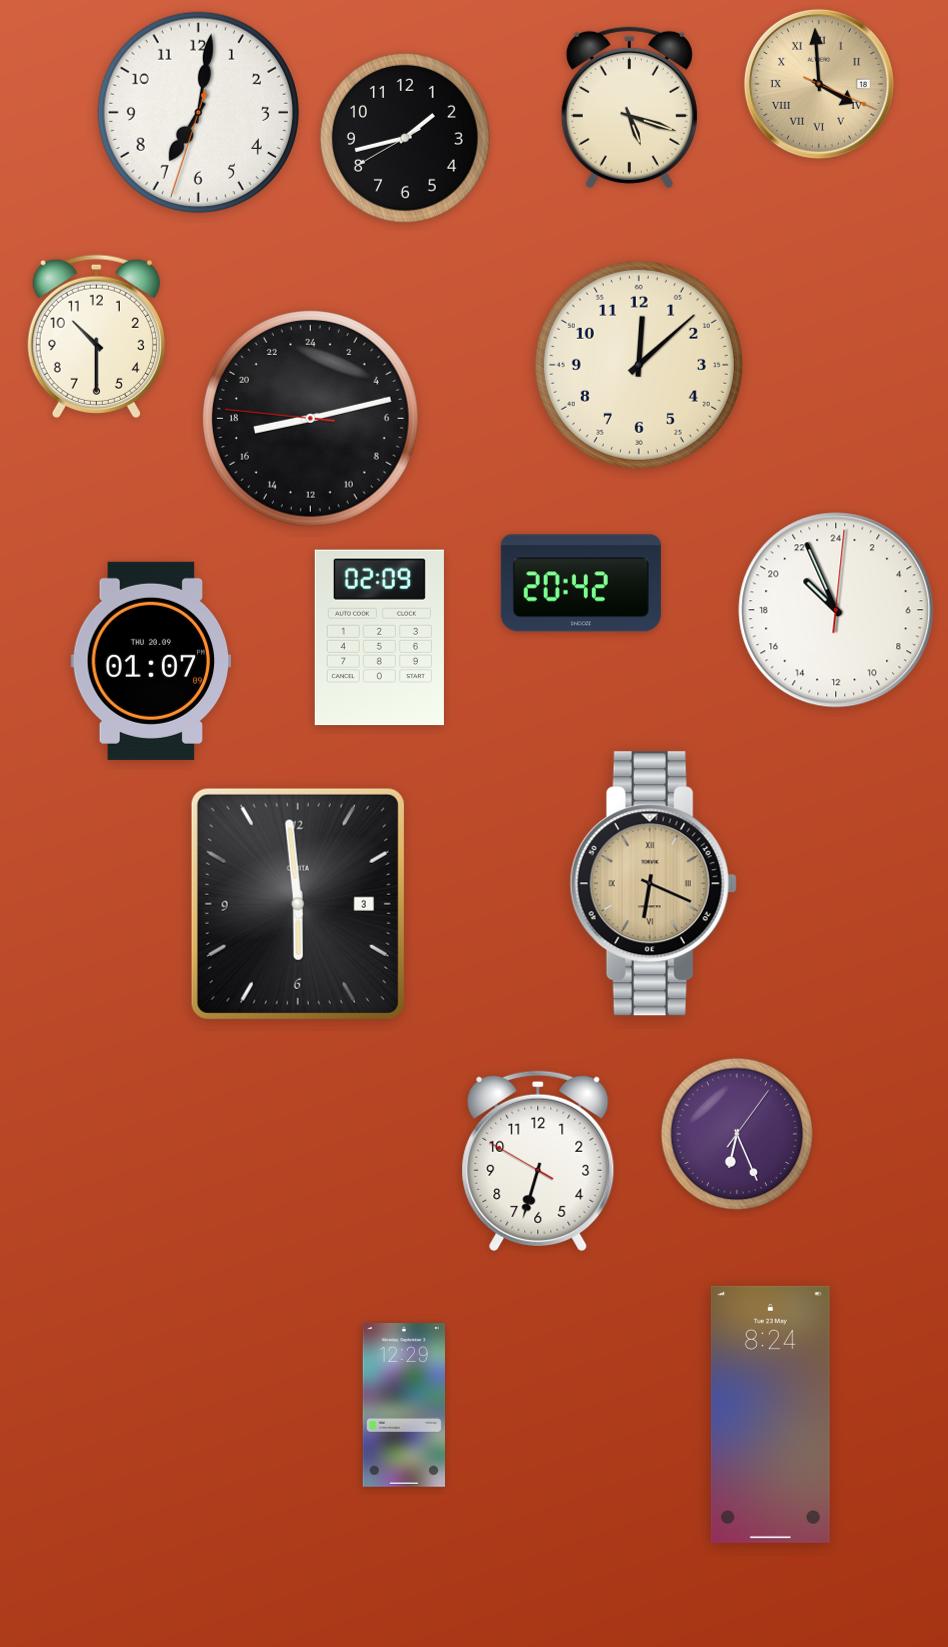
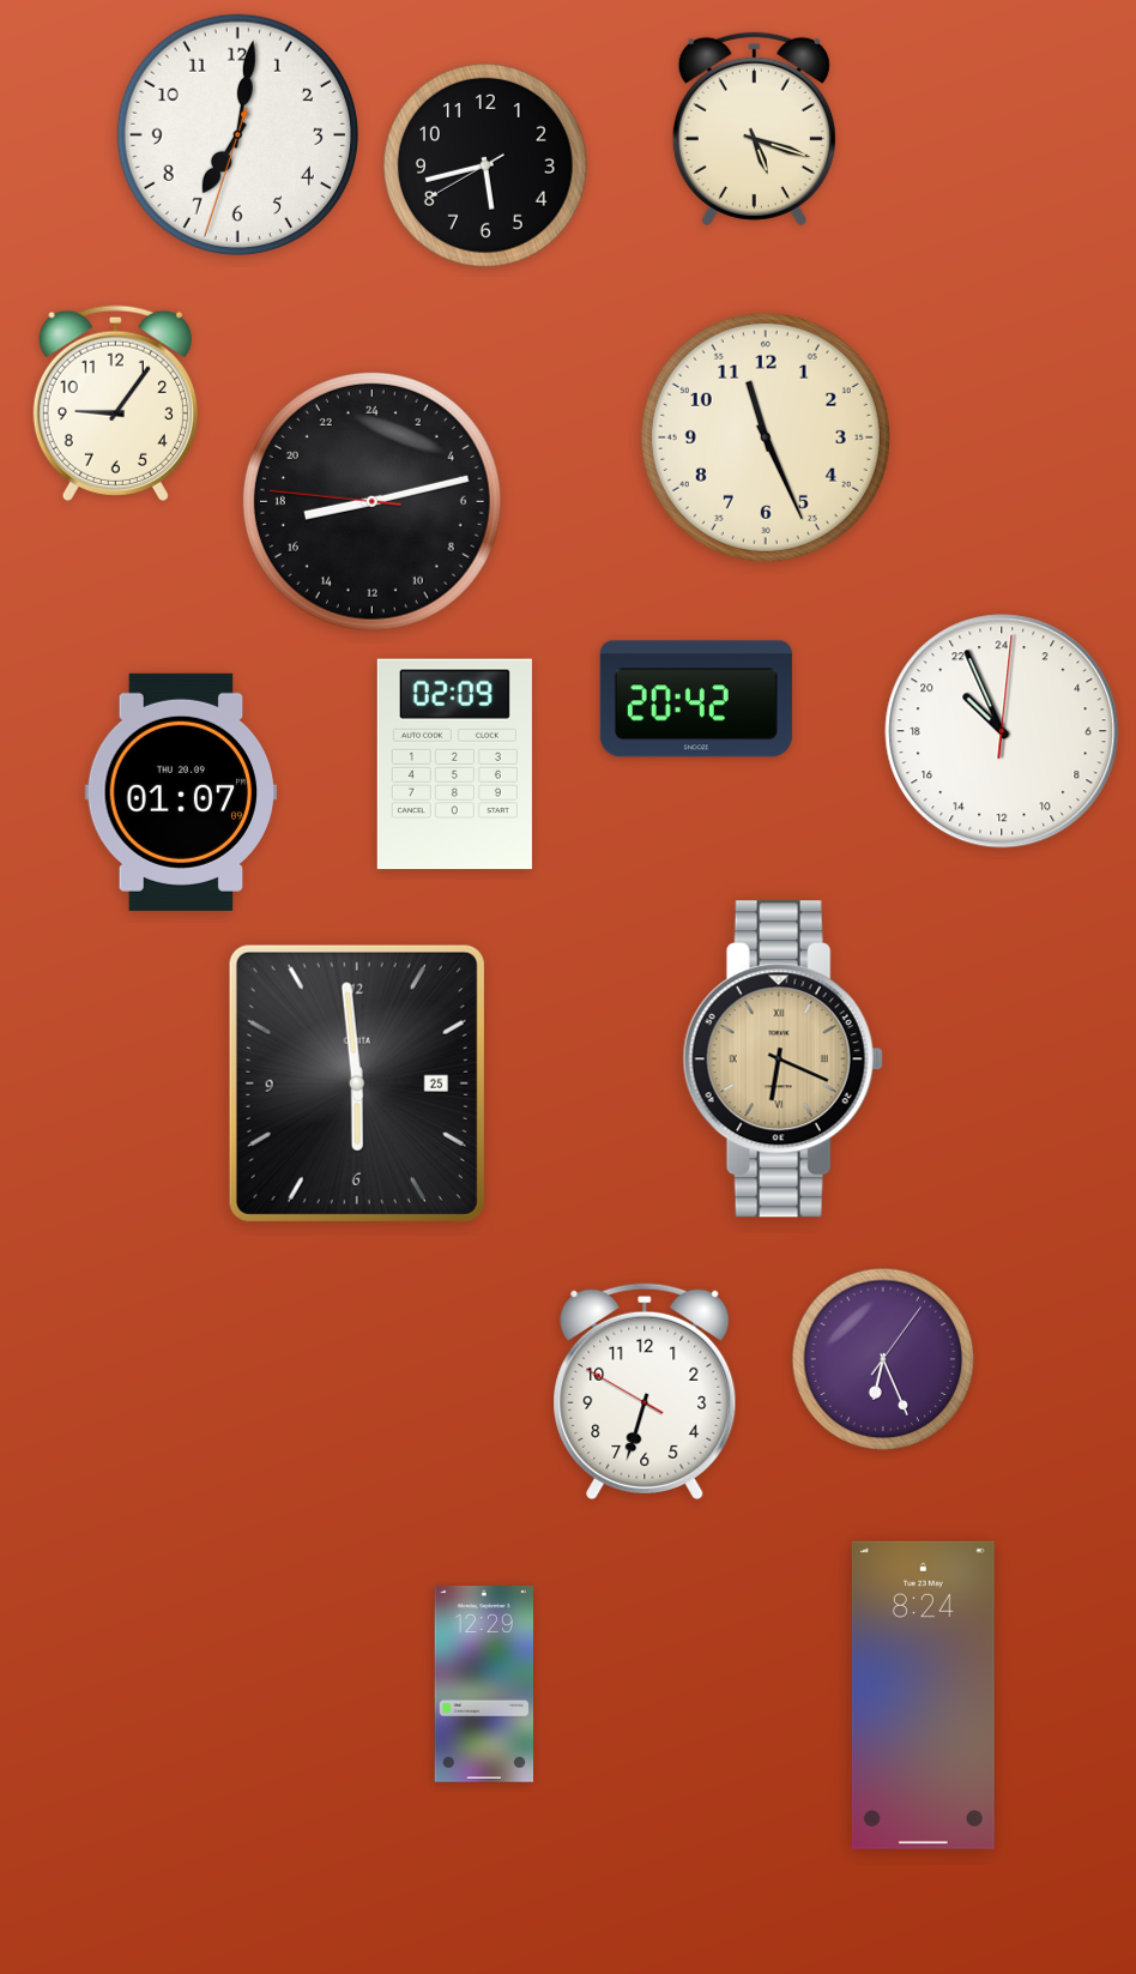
clock at (819, 84): 3:59 -> none
clock at (405, 138): 1:42 -> 5:42
clock at (96, 336): 10:30 -> 9:06
clock at (639, 365): 12:08 -> 11:26
clock at (298, 904) date: 3 -> 25
